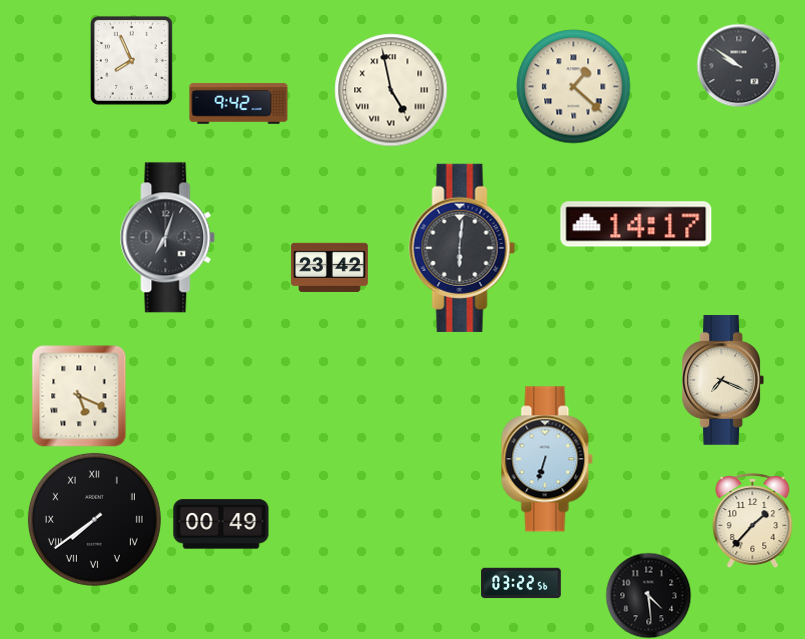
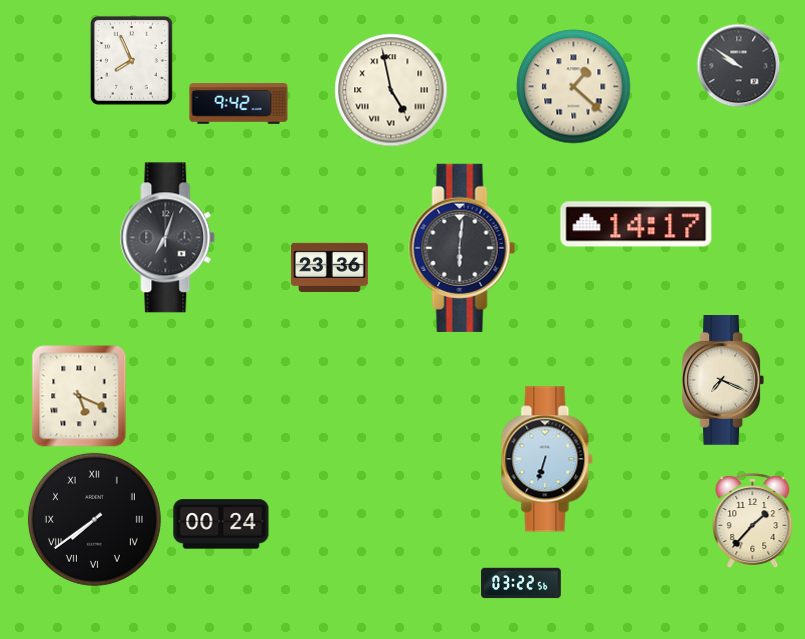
clock at (329, 267): 23:42 -> 23:36
clock at (221, 524): 00:49 -> 00:24
clock at (648, 595): 4:29 -> none
